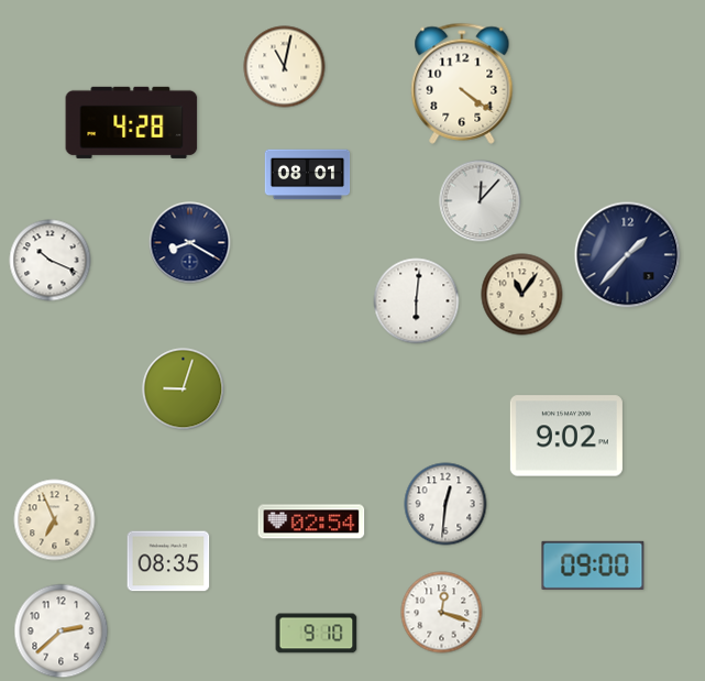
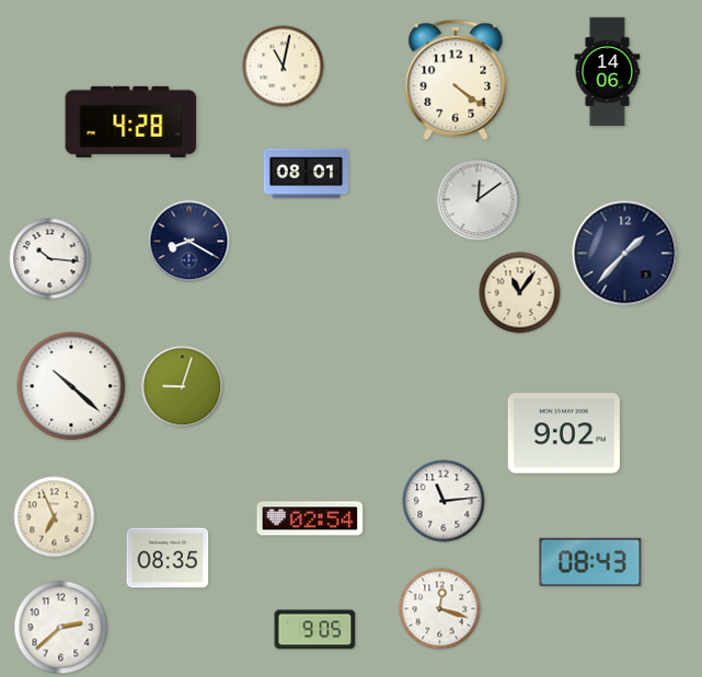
clock at (608, 72): none -> 14:06
clock at (462, 84) position: (462, 84) -> (456, 80)
clock at (481, 201): 12:07 -> 12:09
clock at (51, 261): 10:19 -> 10:16
clock at (417, 301): 6:01 -> none
clock at (71, 386): none -> 10:22
clock at (445, 504): 12:31 -> 11:14
clock at (593, 565): 09:00 -> 08:43
clock at (317, 634): 9:10 -> 9:05
